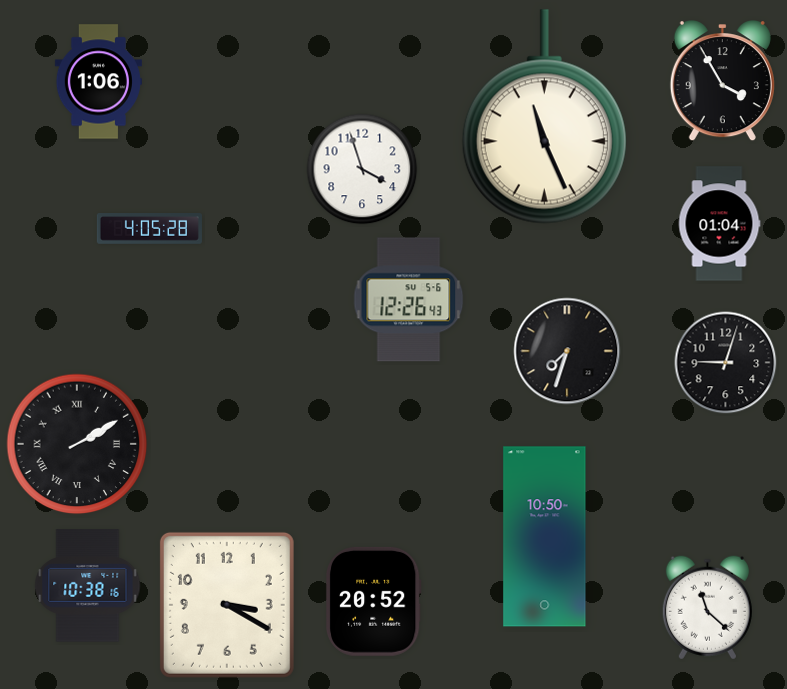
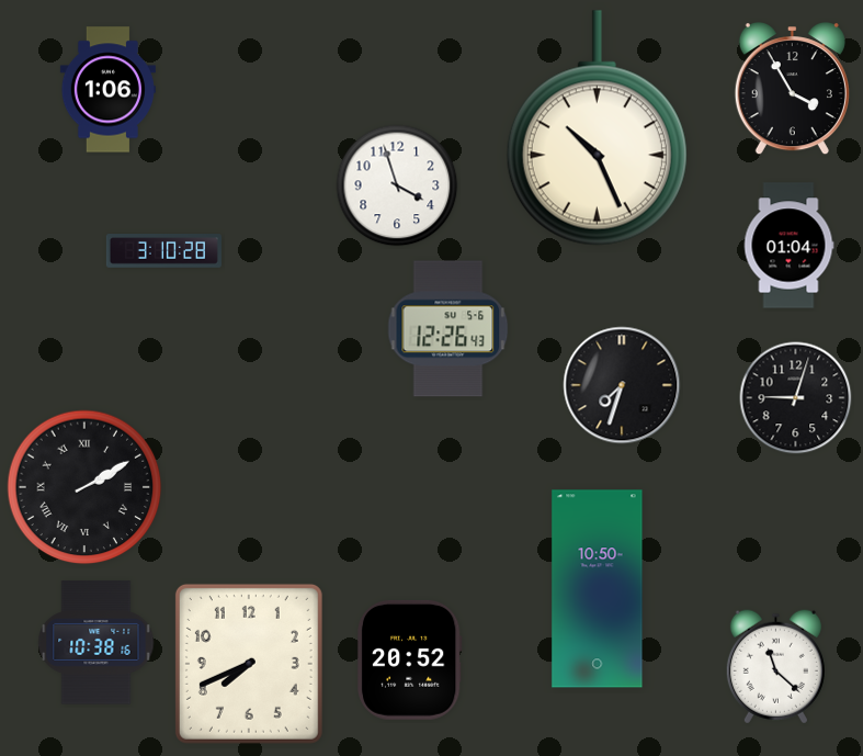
clock at (544, 117): 11:26 -> 10:26
clock at (149, 229): 4:05 -> 3:10
clock at (227, 605): 3:20 -> 7:41
